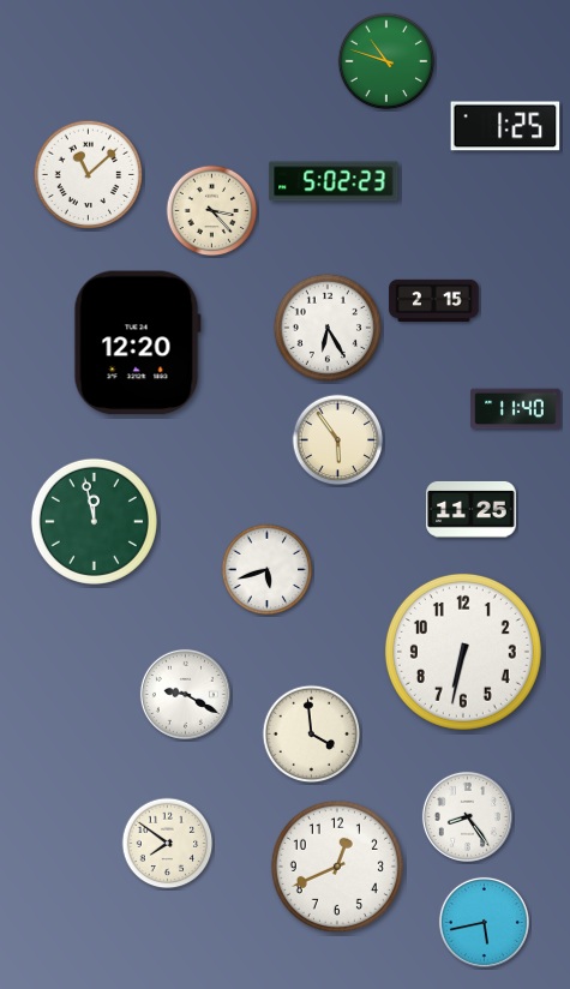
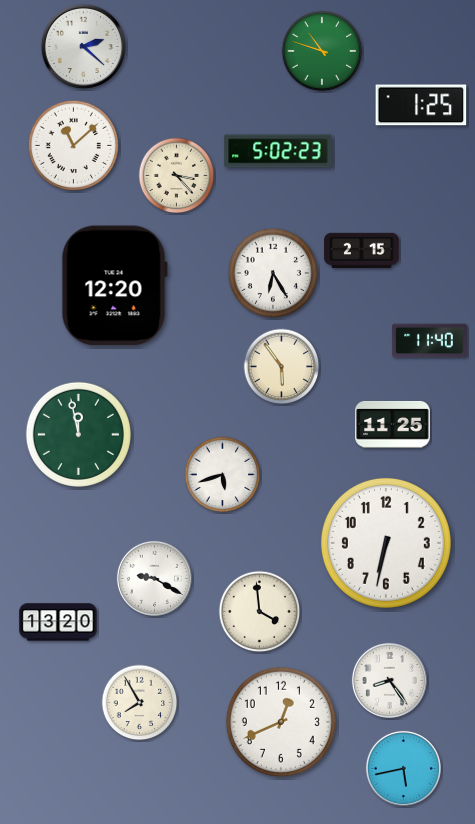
clock at (83, 46): none -> 2:22
clock at (58, 622): none -> 13:20
clock at (168, 844): 7:51 -> 7:55
